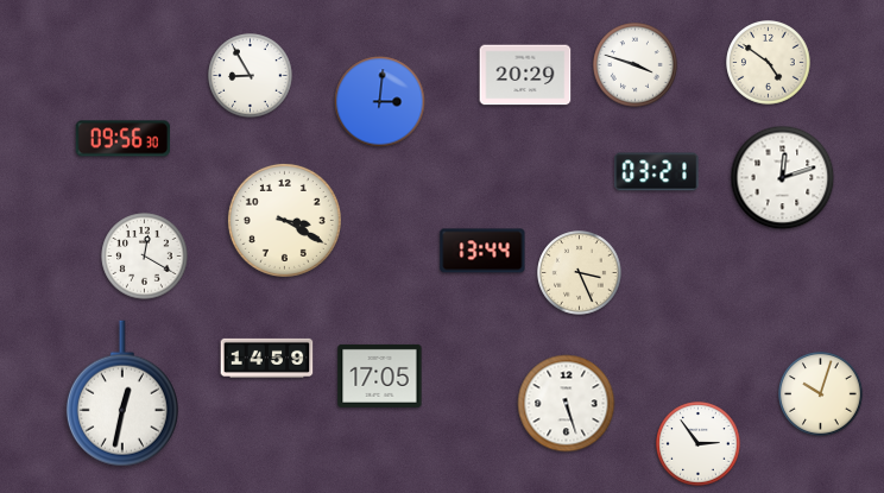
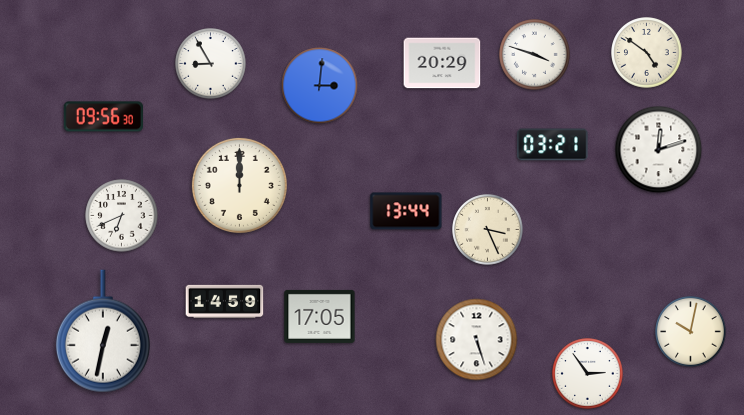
clock at (284, 220): 3:20 -> 12:00
clock at (145, 257): 12:20 -> 6:41
clock at (821, 394): 10:03 -> 10:02
